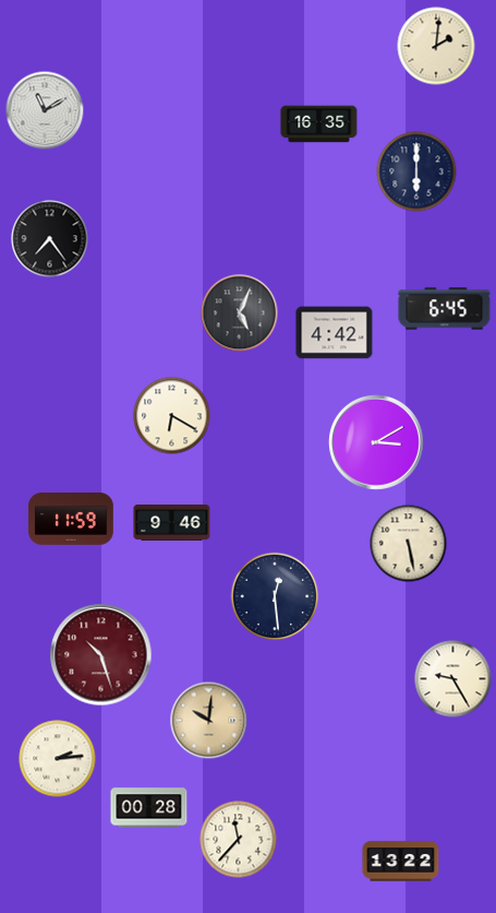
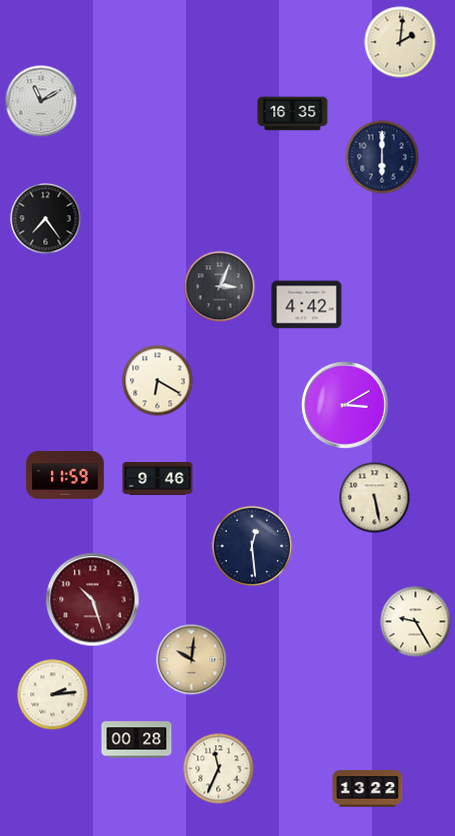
clock at (445, 309): 6:45 -> none
clock at (240, 313): 5:04 -> 3:04
clock at (239, 840): 11:37 -> 11:34
